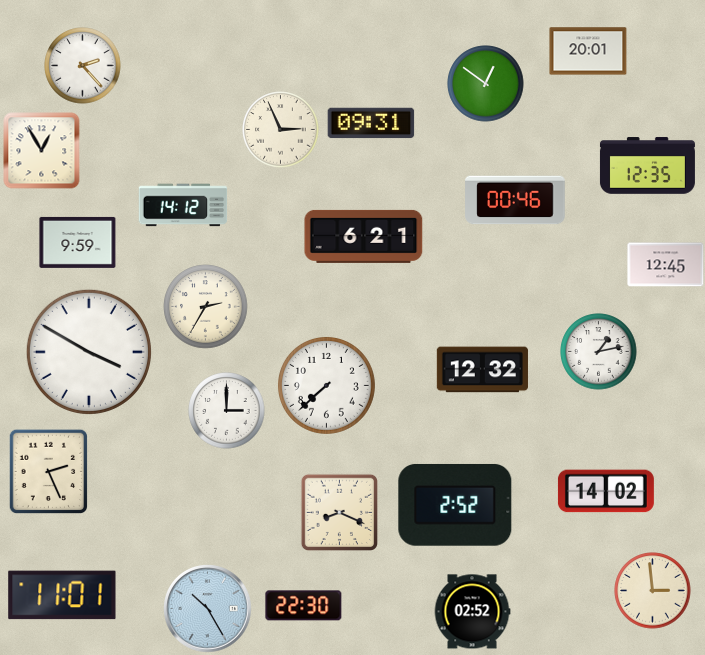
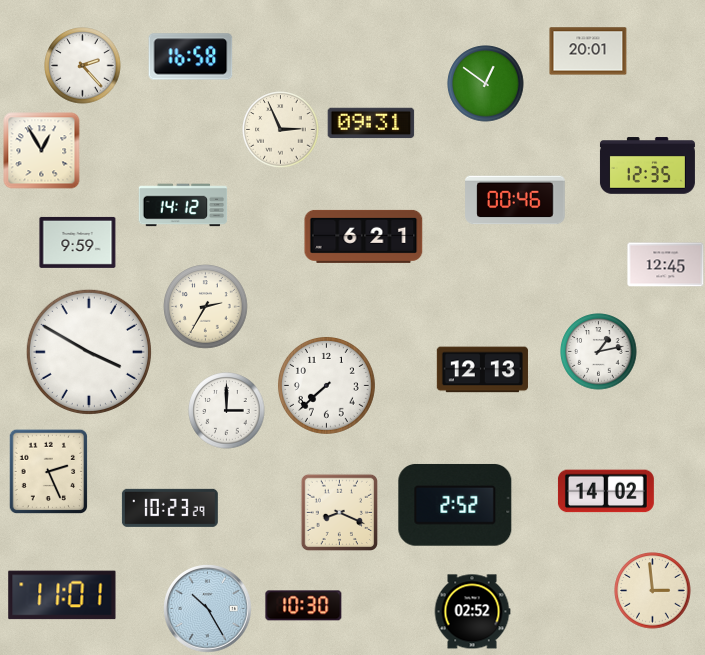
clock at (191, 57): none -> 16:58
clock at (482, 370): 12:32 -> 12:13
clock at (170, 508): none -> 10:23
clock at (304, 606): 22:30 -> 10:30
